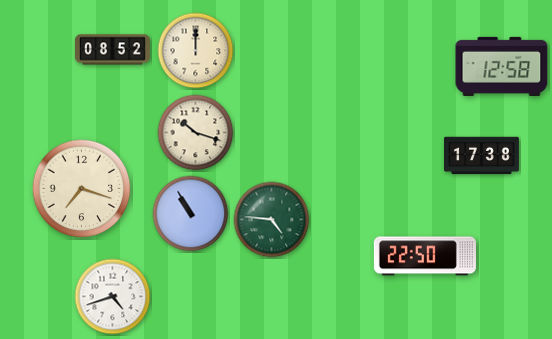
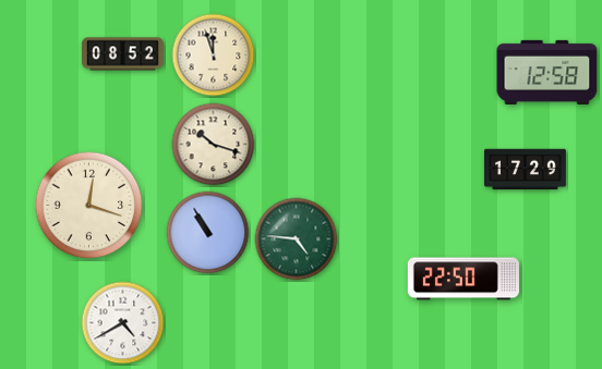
clock at (196, 51): 12:00 -> 11:57
clock at (481, 156): 17:38 -> 17:29
clock at (82, 189): 7:18 -> 12:18
clock at (113, 297): 4:42 -> 4:40
